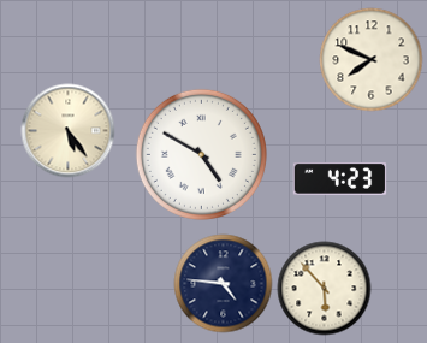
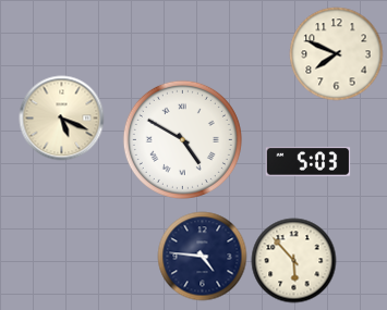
clock at (67, 130): 5:24 -> 5:19
clock at (339, 179): 4:23 -> 5:03
